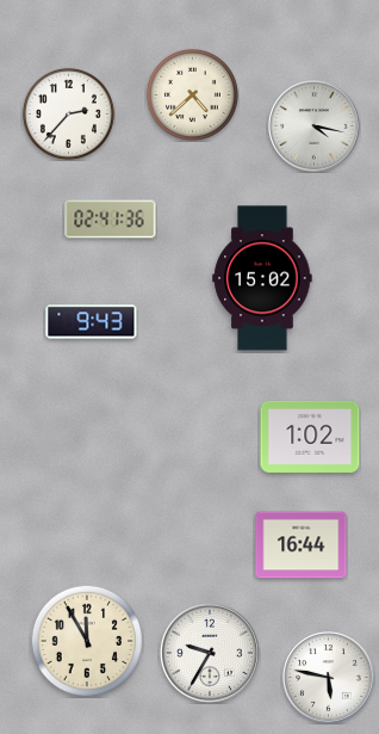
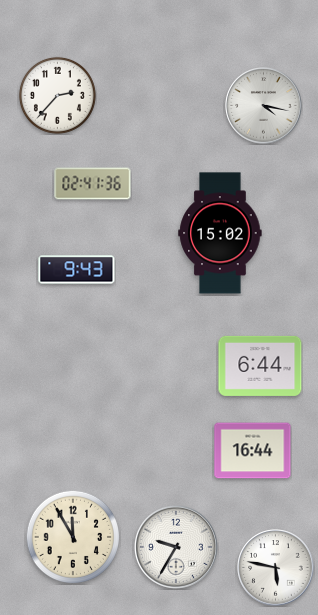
clock at (192, 94): 4:38 -> none
clock at (310, 437): 1:02 -> 6:44
clock at (302, 545) position: (302, 545) -> (253, 451)
